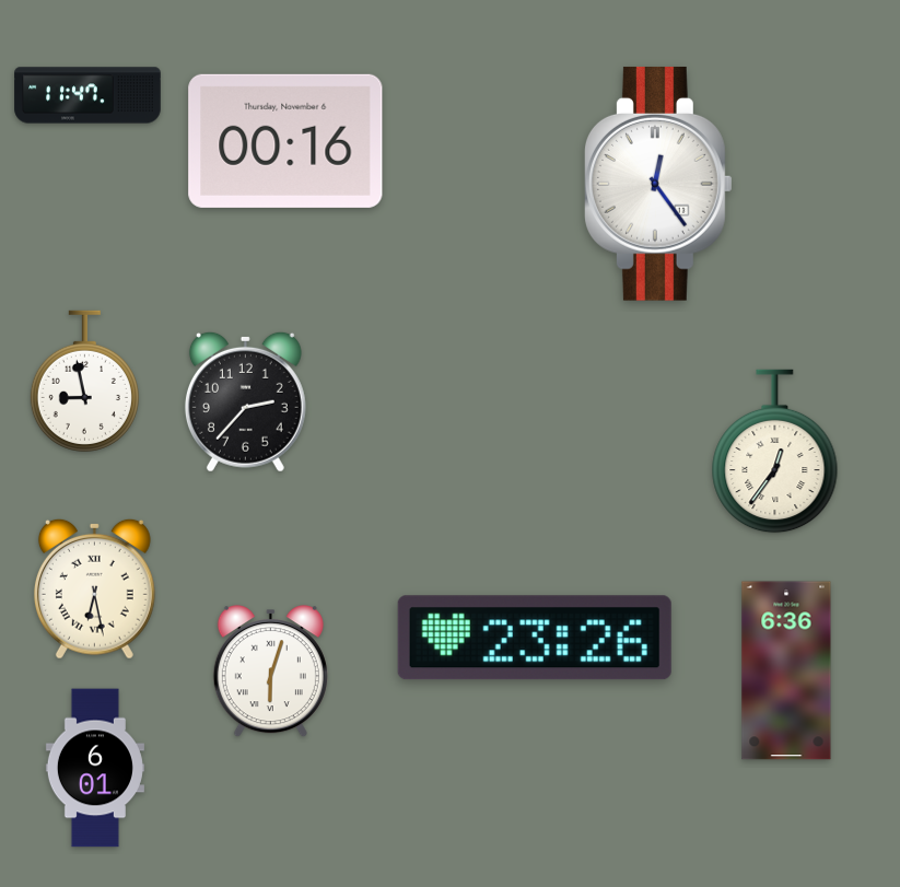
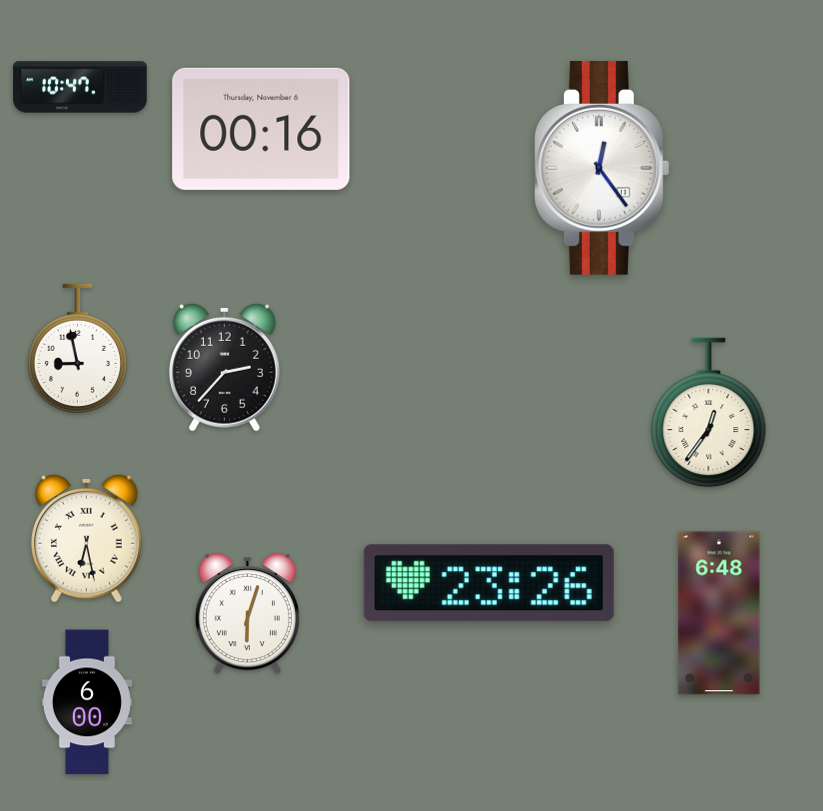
clock at (87, 95): 11:47 -> 10:47
clock at (786, 670): 6:36 -> 6:48
clock at (95, 768): 6:01 -> 6:00
